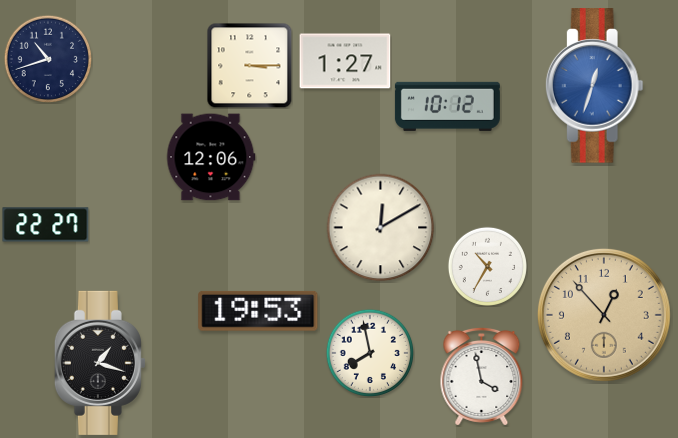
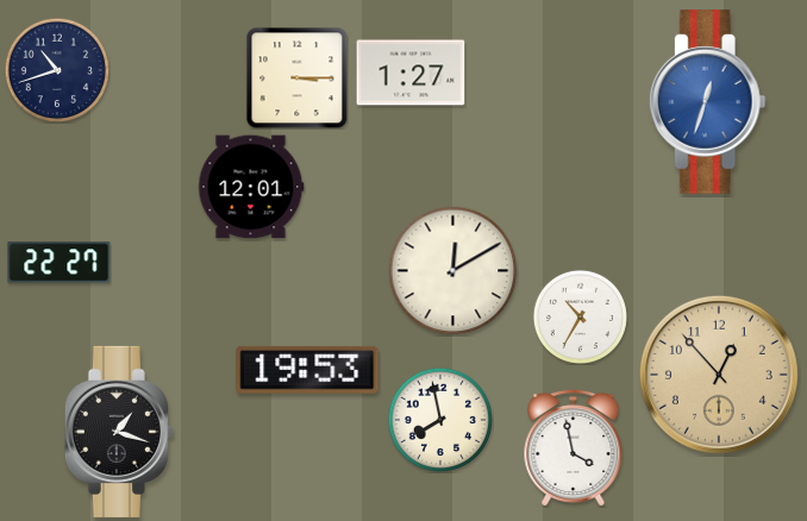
clock at (447, 106): 10:12 -> none
clock at (211, 157): 12:06 -> 12:01
clock at (46, 225) position: (46, 225) -> (60, 263)
